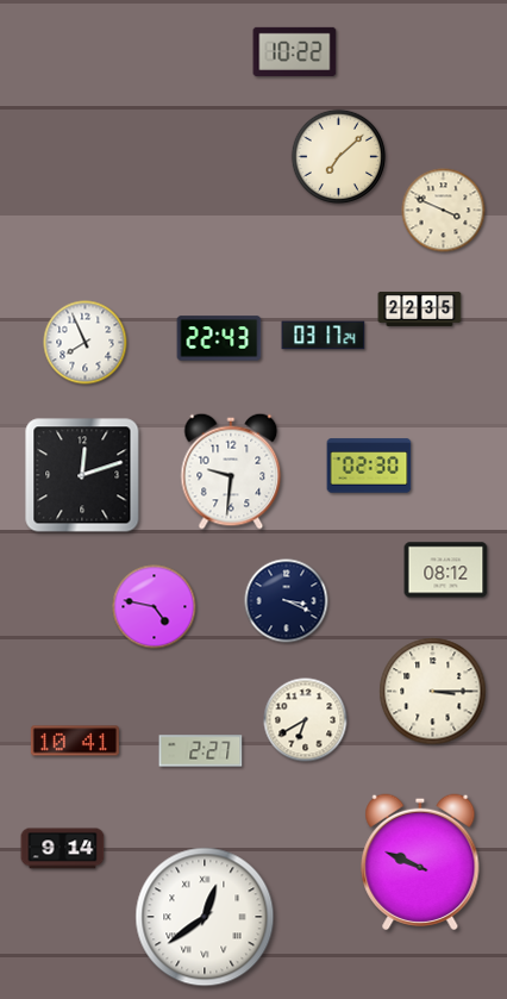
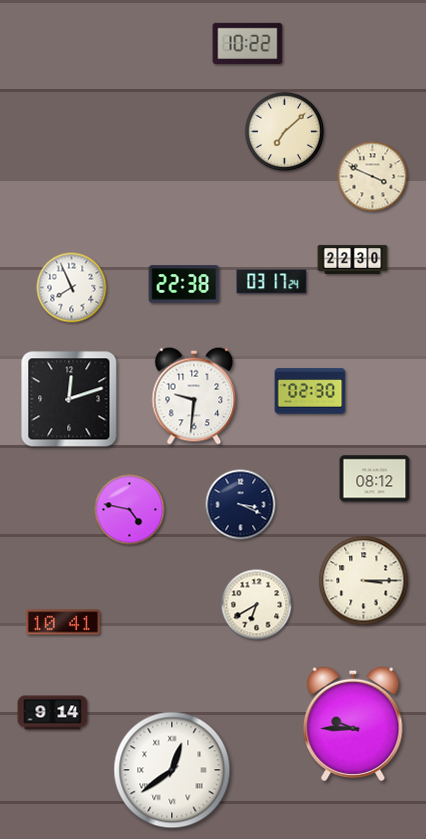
clock at (420, 308): 22:35 -> 22:30
clock at (219, 338): 22:43 -> 22:38
clock at (201, 751): 2:27 -> none
clock at (420, 862): 9:49 -> 9:45
